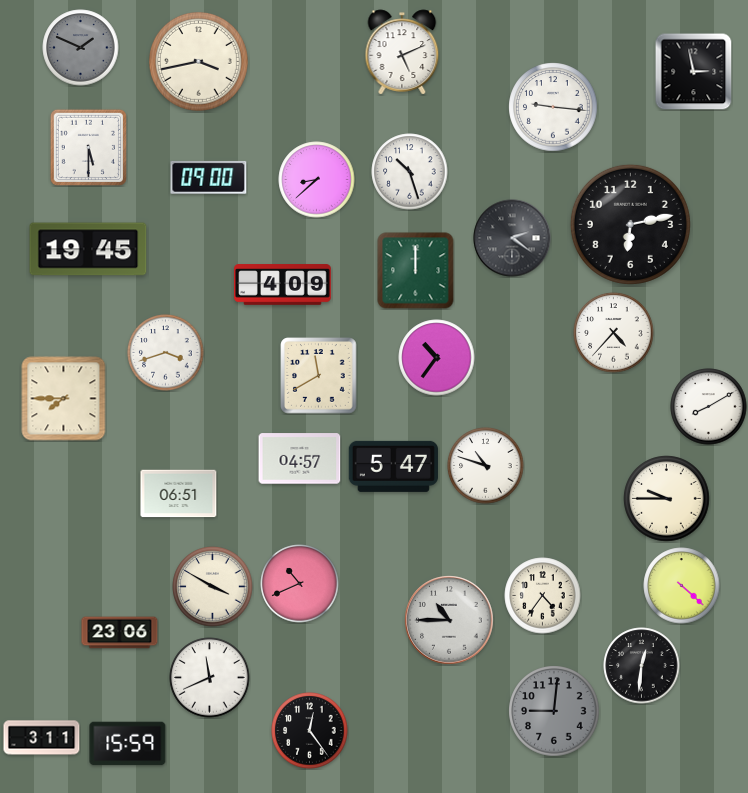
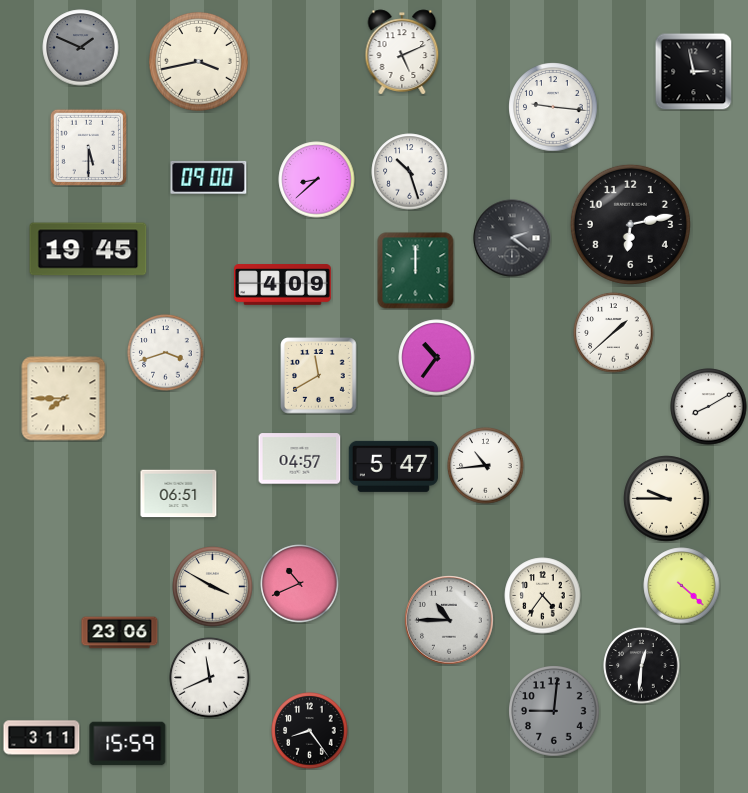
clock at (614, 333): 4:37 -> 1:38
clock at (486, 466): 10:48 -> 10:44
clock at (310, 731): 12:24 -> 8:24
